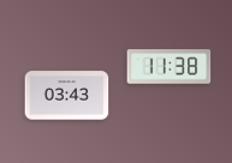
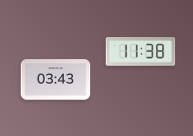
clock at (169, 67) position: (169, 67) -> (141, 52)
